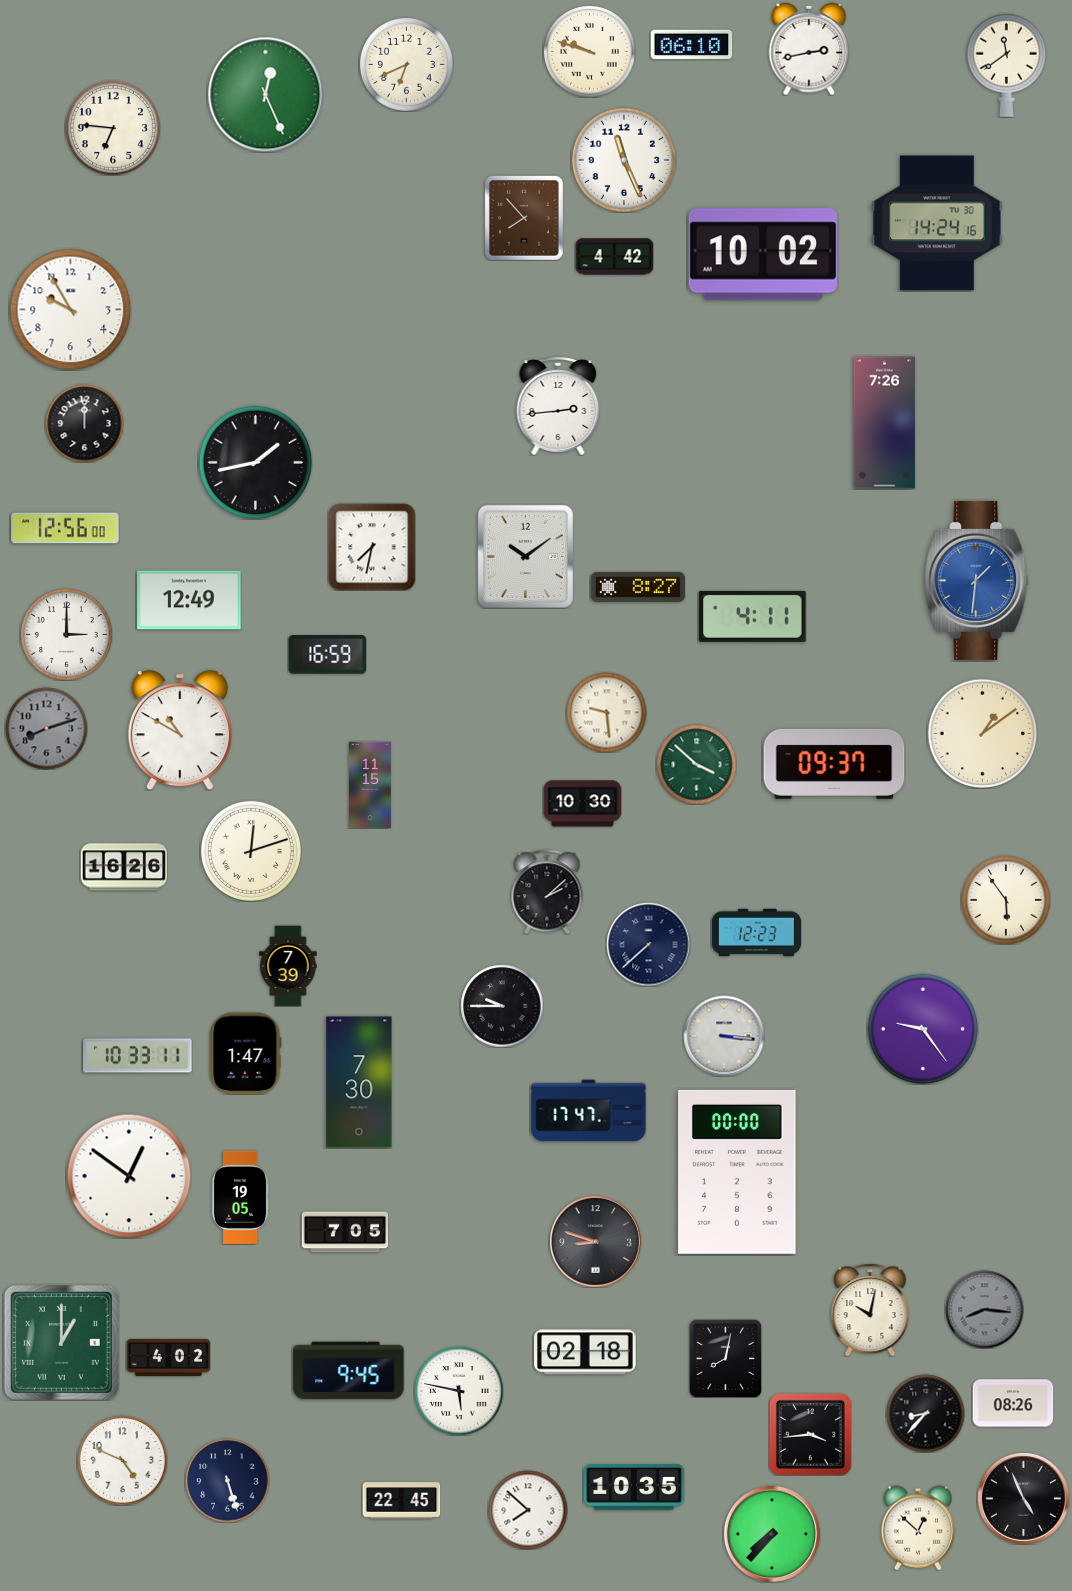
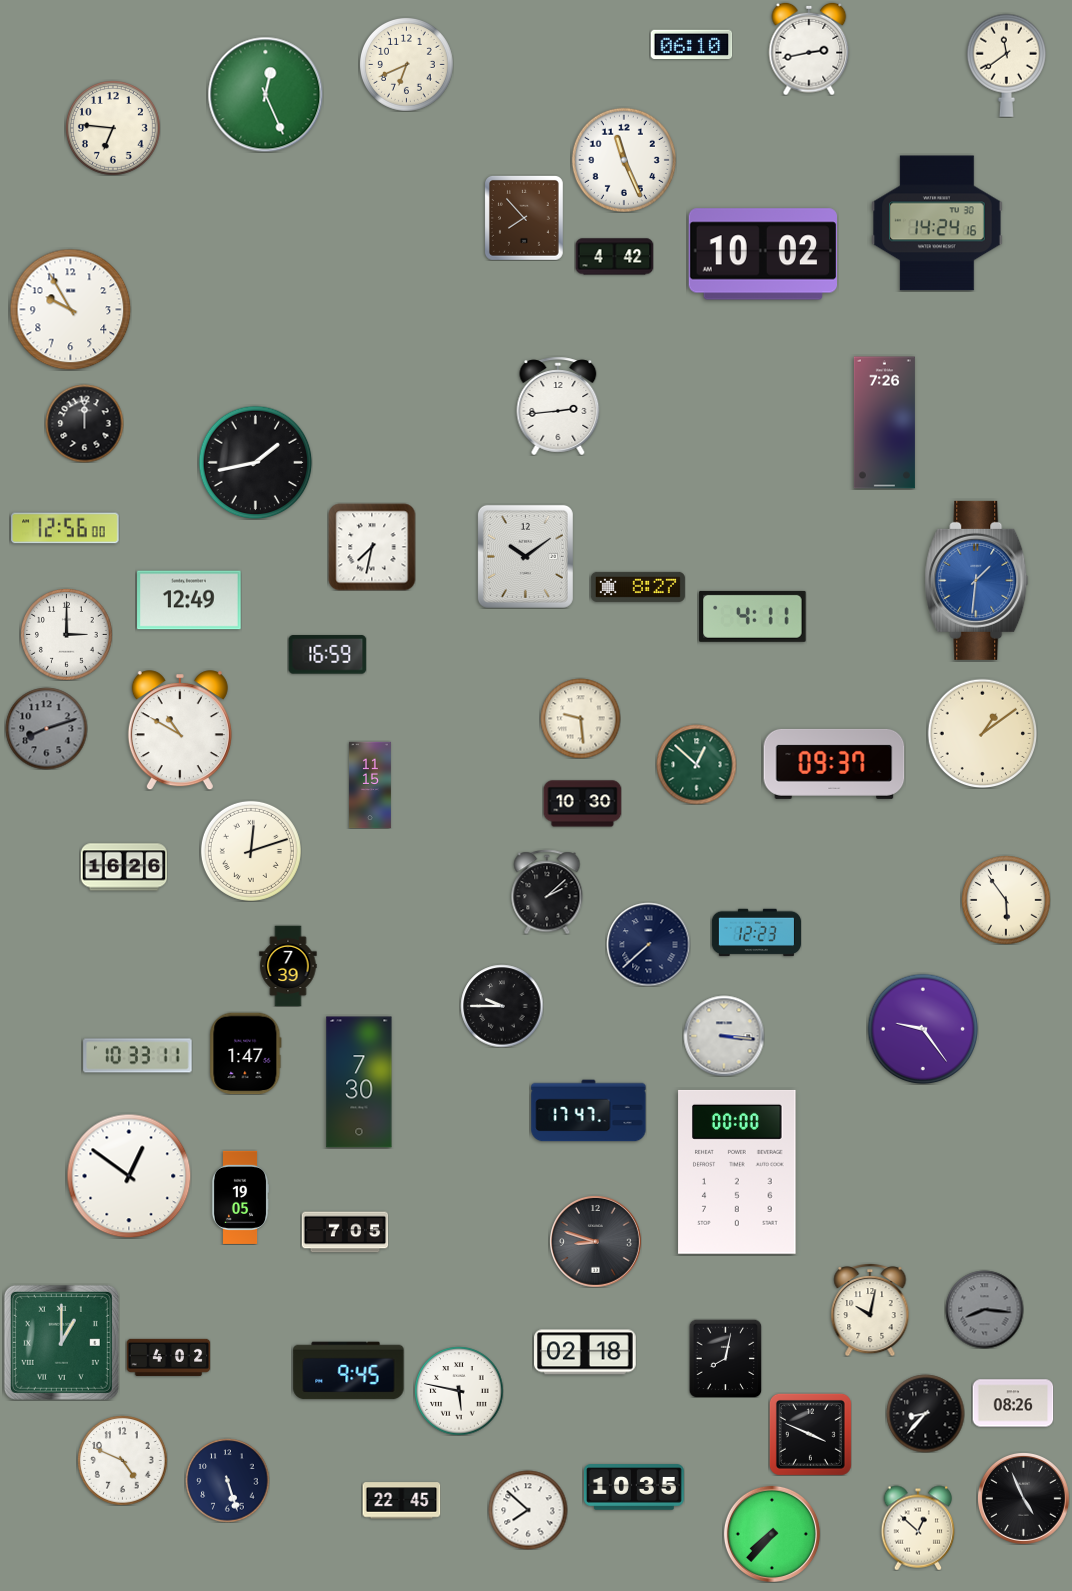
clock at (590, 52): 9:48 -> none
clock at (606, 712) position: (606, 712) -> (580, 718)
clock at (696, 764): 3:52 -> 12:52
clock at (810, 1434): 3:44 -> 3:49
